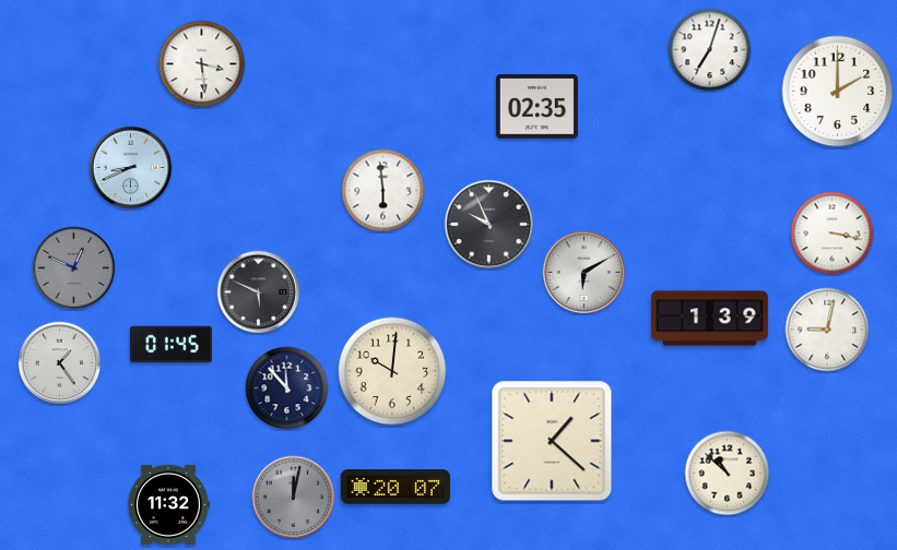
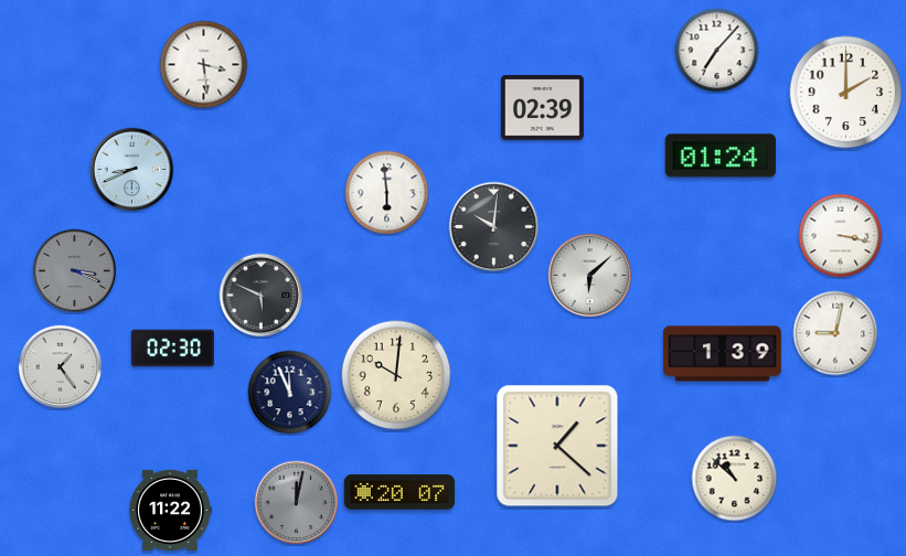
clock at (710, 50): 7:03 -> 7:07
clock at (536, 107): 02:35 -> 02:39
clock at (721, 156): none -> 01:24
clock at (489, 225): 9:56 -> 10:01
clock at (74, 268): 12:49 -> 3:19
clock at (585, 273): 6:10 -> 6:08
clock at (710, 319) position: (710, 319) -> (723, 354)
clock at (170, 345): 01:45 -> 02:30
clock at (287, 388): 11:53 -> 11:56
clock at (168, 504): 11:32 -> 11:22
